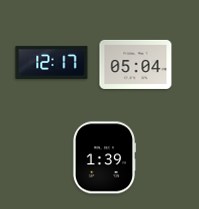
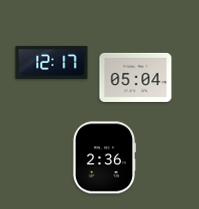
clock at (136, 64) position: (136, 64) -> (136, 77)
clock at (104, 158): 1:39 -> 2:36
